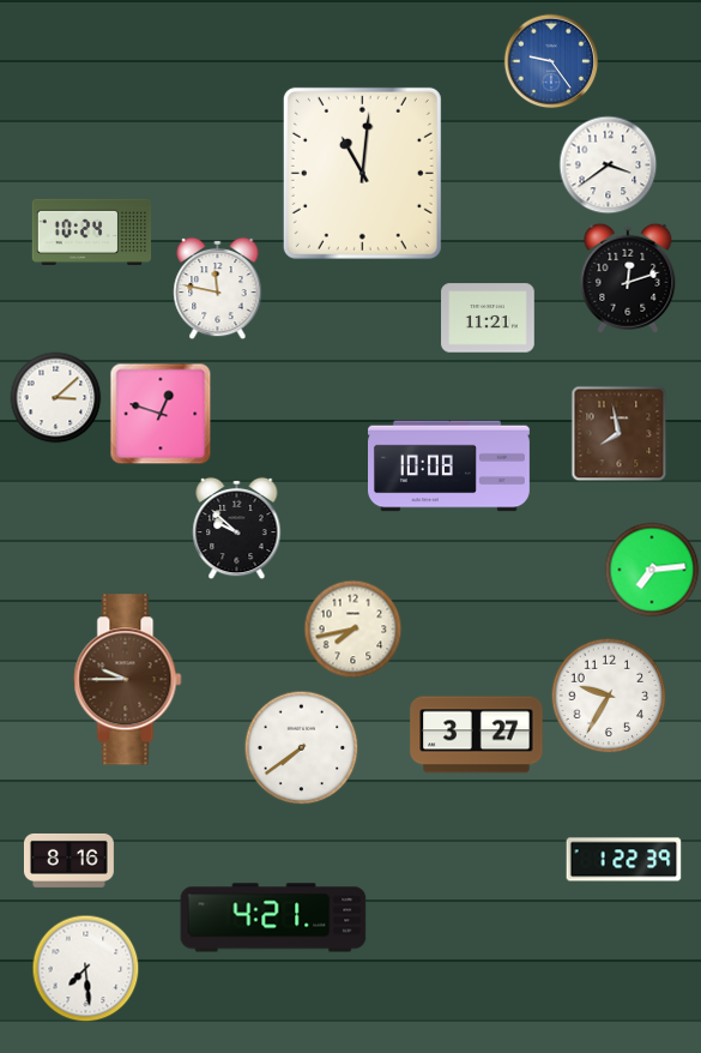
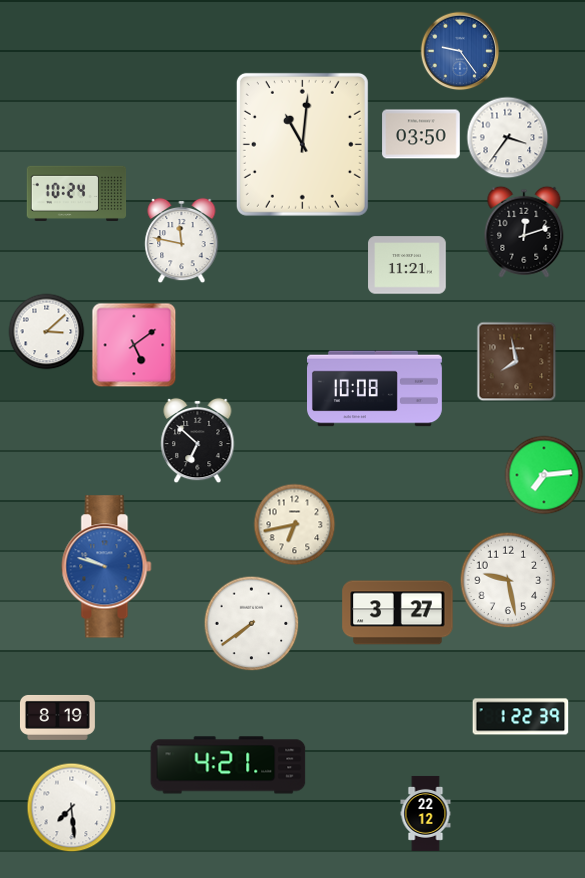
clock at (421, 134): none -> 03:50
clock at (609, 166): 3:39 -> 3:36
clock at (161, 414): 12:48 -> 5:09
clock at (237, 529): 9:52 -> 6:52
clock at (353, 630): 7:43 -> 6:43
clock at (128, 680): 9:45 -> 9:48
clock at (128, 680) dial: brown -> blue
clock at (609, 696): 9:35 -> 9:28
clock at (68, 860): 8:16 -> 8:19
clock at (426, 813): none -> 22:12
